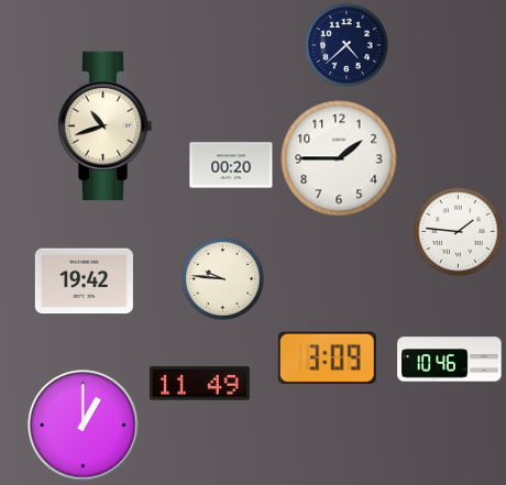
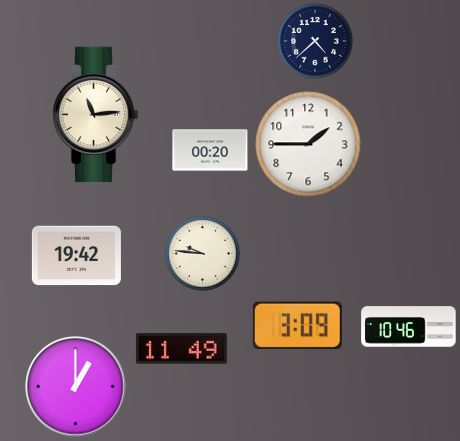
clock at (105, 126): 10:42 -> 11:14
clock at (459, 232): 1:46 -> none
